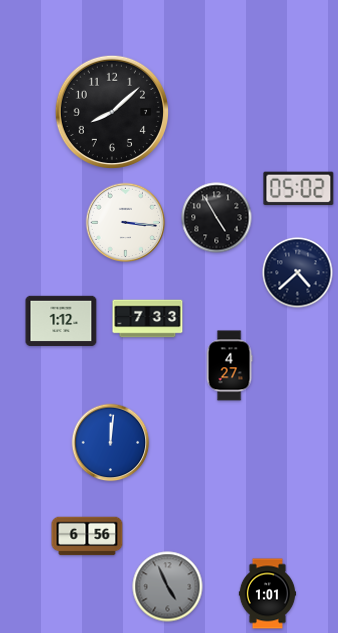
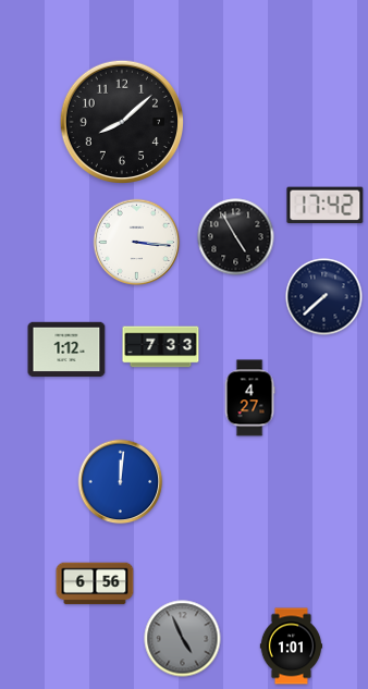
clock at (299, 189): 05:02 -> 17:42
clock at (298, 273): 4:38 -> 7:38
